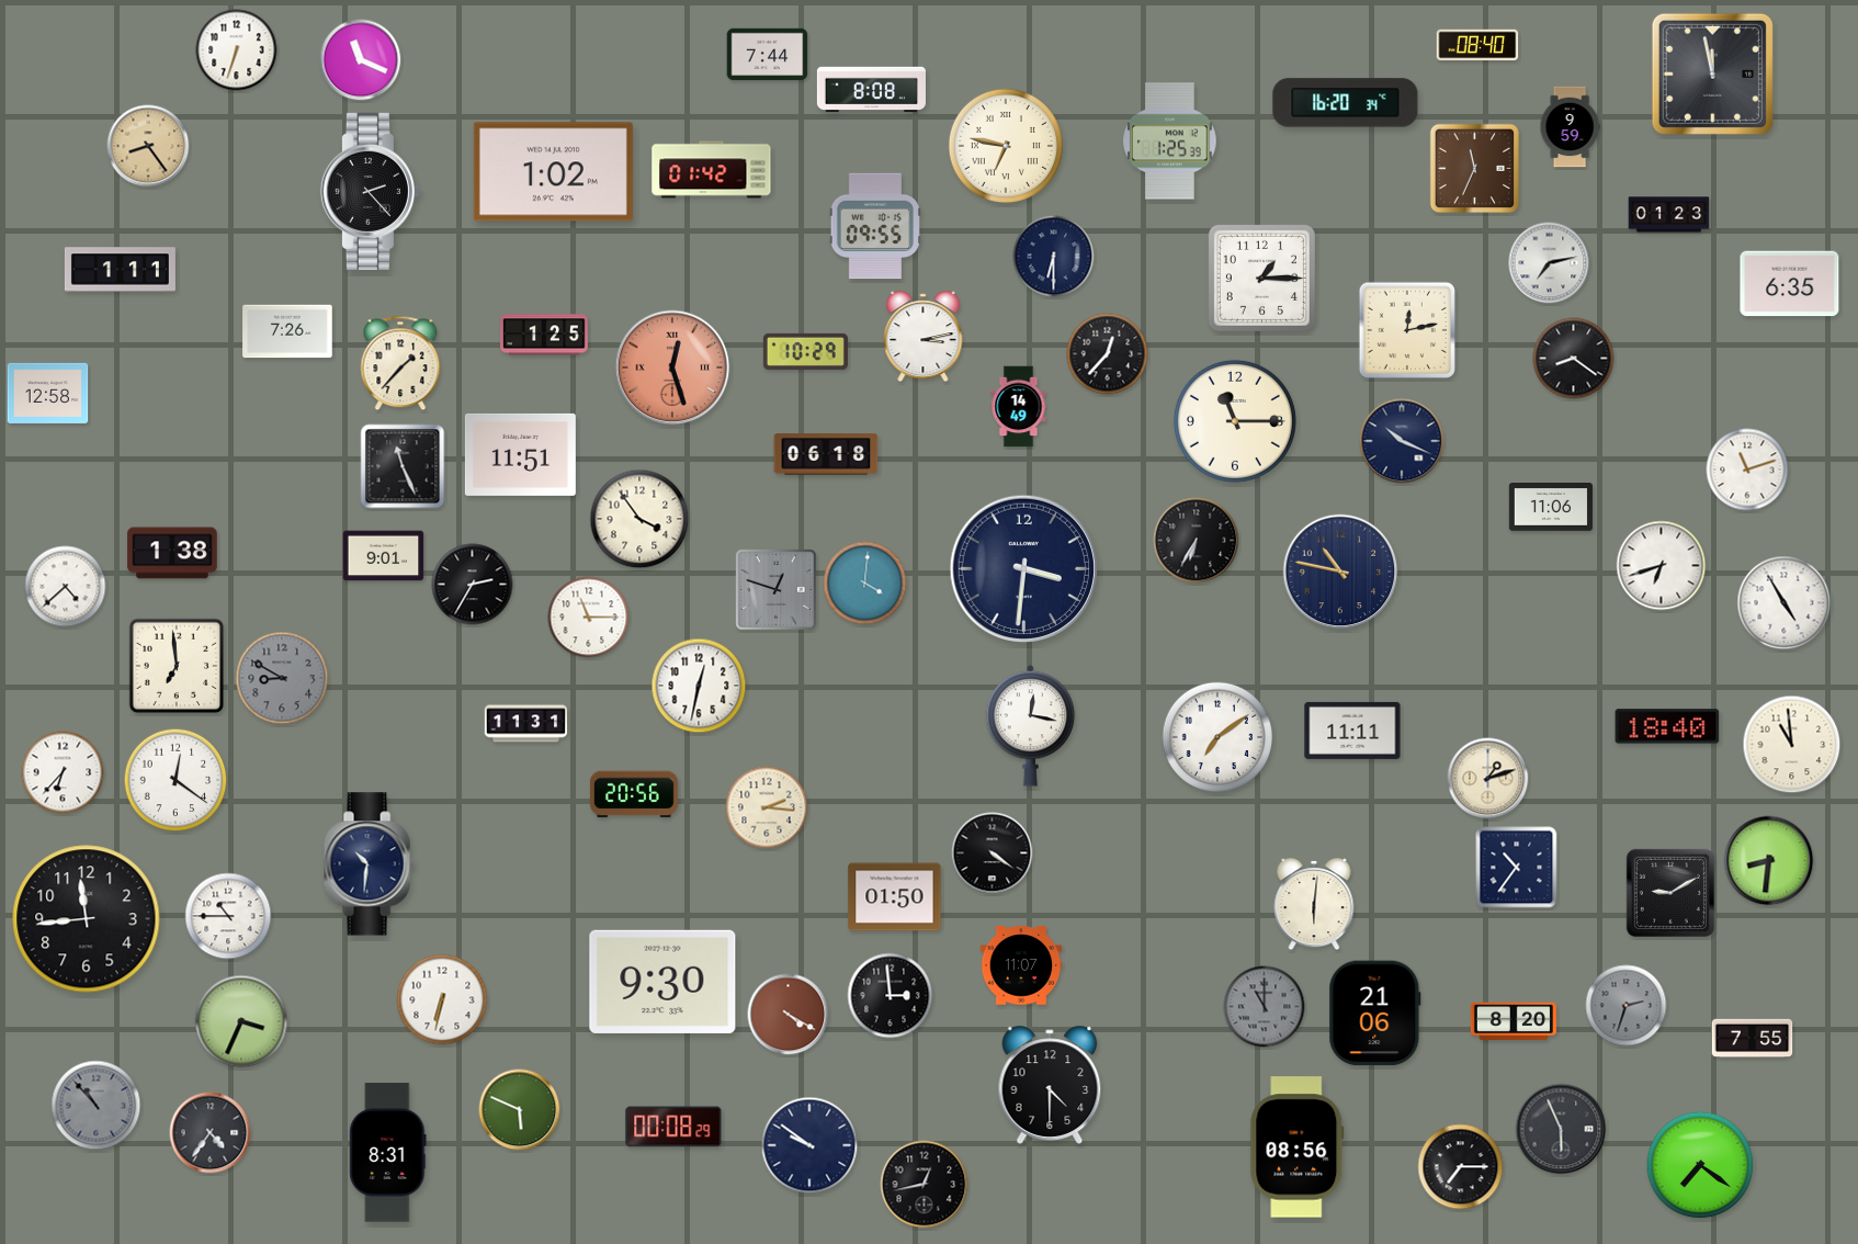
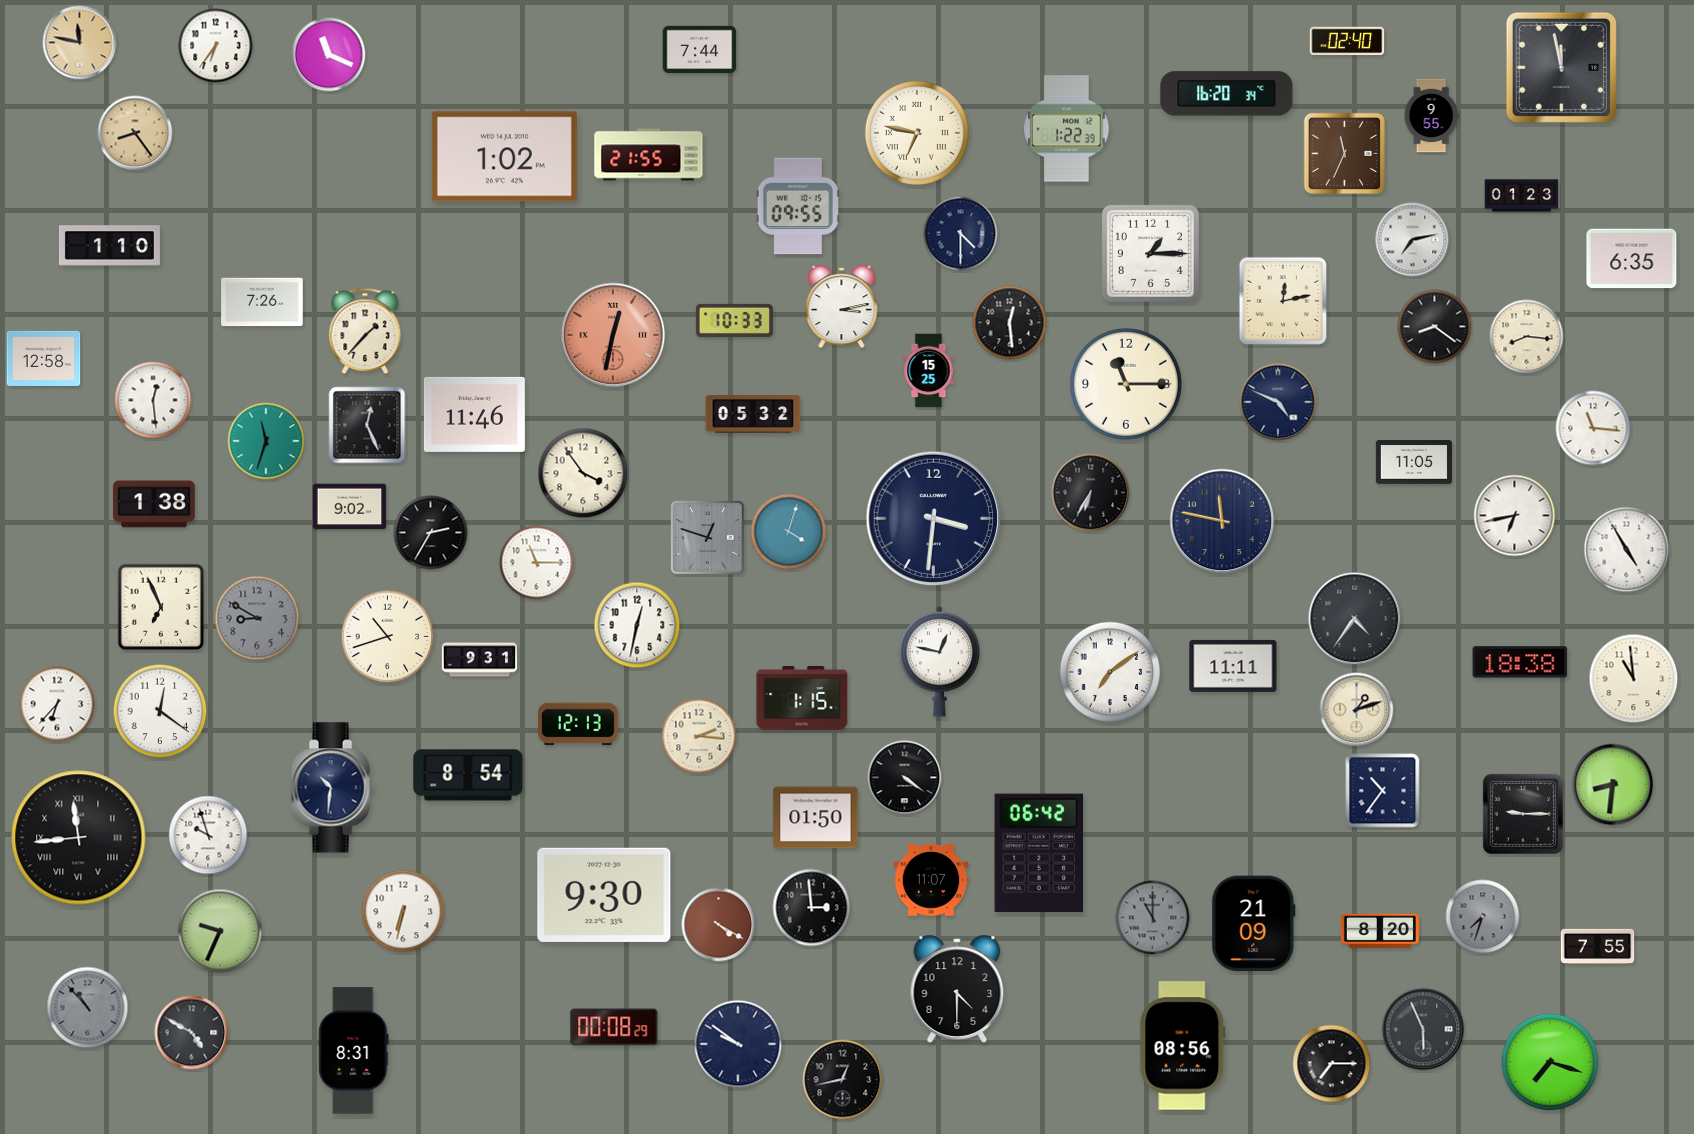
clock at (1477, 45): 08:40 -> 02:40
clock at (80, 43): none -> 11:47
clock at (237, 50): 6:33 -> 6:36
clock at (871, 90): 8:08 -> none
clock at (1570, 127): 9:59 -> 9:55
clock at (1170, 142): 1:25 -> 1:22
clock at (712, 170): 01:42 -> 21:55
clock at (370, 191): 2:23 -> none
clock at (1054, 257): 6:30 -> 4:30
clock at (120, 270): 1:11 -> 1:10
clock at (545, 335): 1:25 -> none
clock at (805, 351): 10:29 -> 10:33
clock at (1108, 354): 12:37 -> 12:29
clock at (672, 367): 12:27 -> 12:32
clock at (1527, 337): none -> 8:16
clock at (1019, 407): 14:49 -> 15:25
clock at (153, 400): none -> 12:29
clock at (1402, 441): 10:19 -> 4:49
clock at (520, 454): 11:51 -> 11:46
clock at (826, 454): 06:18 -> 05:32
clock at (403, 466): 11:26 -> 12:26
clock at (1747, 470): 11:12 -> 11:16
clock at (266, 441): none -> 11:33
clock at (1550, 508): 11:06 -> 11:05
clock at (172, 553) position: (172, 553) -> (154, 504)
clock at (384, 556): 9:01 -> 9:02
clock at (1662, 566): 6:42 -> 6:43
clock at (1340, 572): 10:47 -> 11:47
clock at (865, 584): 4:01 -> 4:03
clock at (66, 587): 4:38 -> none
clock at (177, 666): 6:59 -> 6:56
clock at (1355, 619): none -> 4:36
clock at (388, 637): none -> 10:42
clock at (526, 724): 11:31 -> 9:31
clock at (1031, 726): 12:17 -> 12:47
clock at (1667, 726): 18:40 -> 18:38
clock at (802, 698): none -> 1:15
clock at (634, 794): 20:56 -> 12:13
clock at (468, 775): none -> 8:54
clock at (369, 864) position: (369, 864) -> (332, 788)
clock at (1670, 893): 9:10 -> 9:15
clock at (1314, 904): 6:01 -> none
clock at (228, 916): 10:45 -> 9:57
clock at (87, 919) numerals: Arabic -> Roman
clock at (1039, 852): none -> 06:42
clock at (1627, 1006): 2:33 -> 7:33
clock at (1375, 1014): 21:06 -> 21:09
clock at (241, 1021): 3:34 -> 9:34
clock at (520, 1110): 5:49 -> none
clock at (211, 1133): 4:36 -> 4:50
clock at (1700, 1165): 7:21 -> 7:18
